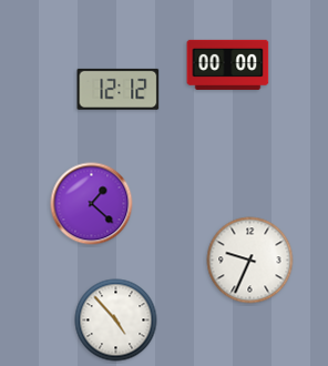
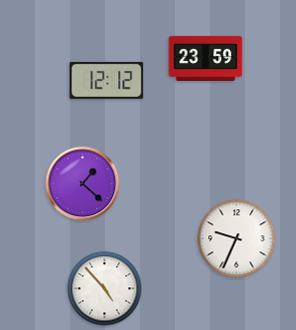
clock at (228, 64): 00:00 -> 23:59
clock at (250, 261) position: (250, 261) -> (237, 239)
